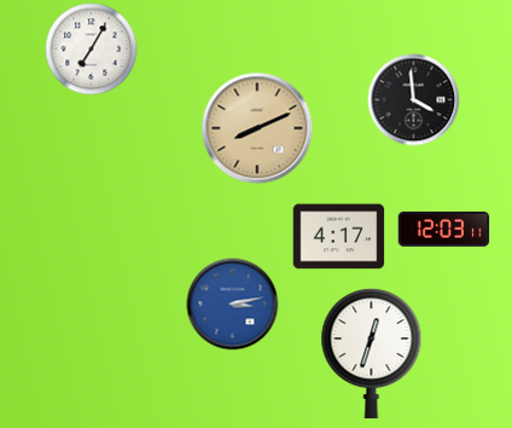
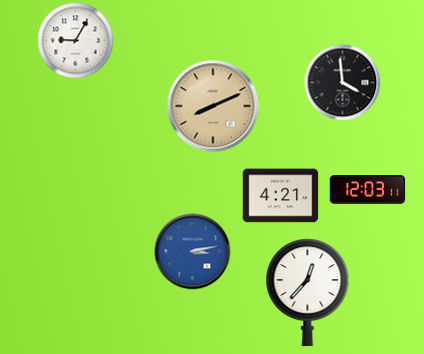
clock at (92, 50): 7:05 -> 9:05
clock at (339, 237): 4:17 -> 4:21
clock at (372, 354): 12:33 -> 12:37
